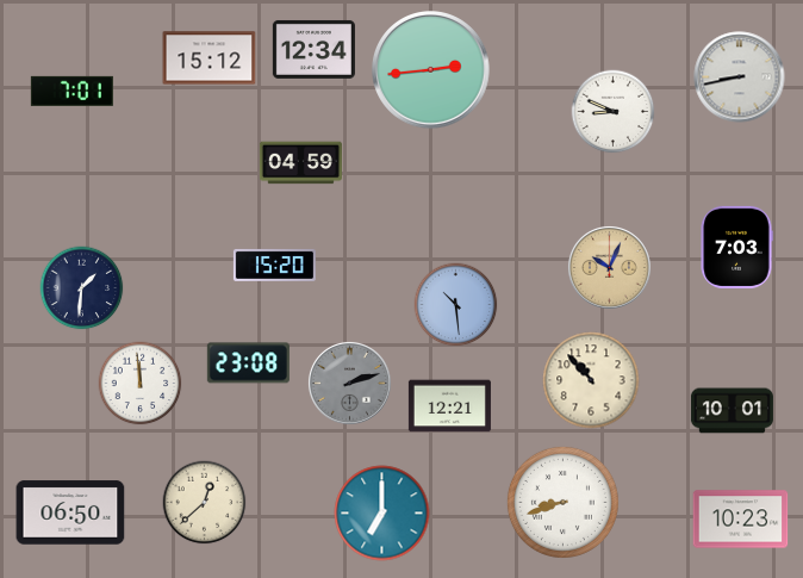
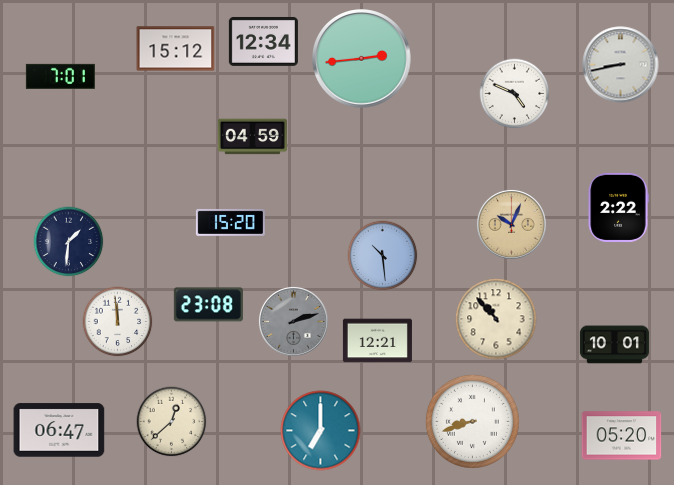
clock at (614, 112): 8:49 -> 4:49
clock at (736, 247): 7:03 -> 2:22
clock at (70, 512): 06:50 -> 06:47
clock at (741, 520): 10:23 -> 05:20
